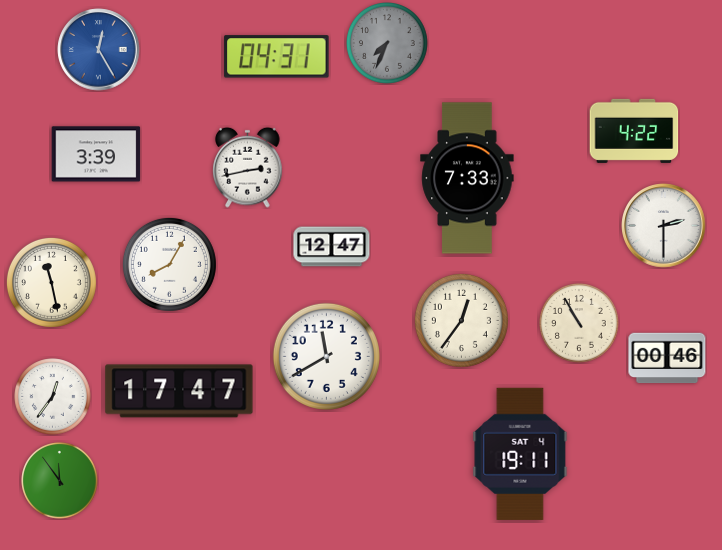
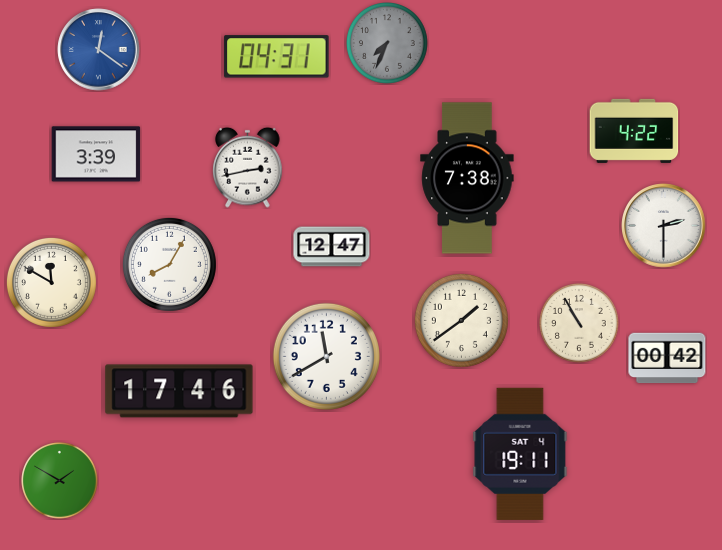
clock at (99, 50): 12:25 -> 12:21
clock at (467, 178): 7:33 -> 7:38
clock at (51, 282): 11:28 -> 11:50
clock at (461, 320): 12:36 -> 1:39
clock at (667, 358): 00:46 -> 00:42
clock at (179, 391): 17:47 -> 17:46
clock at (53, 397): 12:36 -> none
clock at (60, 481): 11:54 -> 1:50
